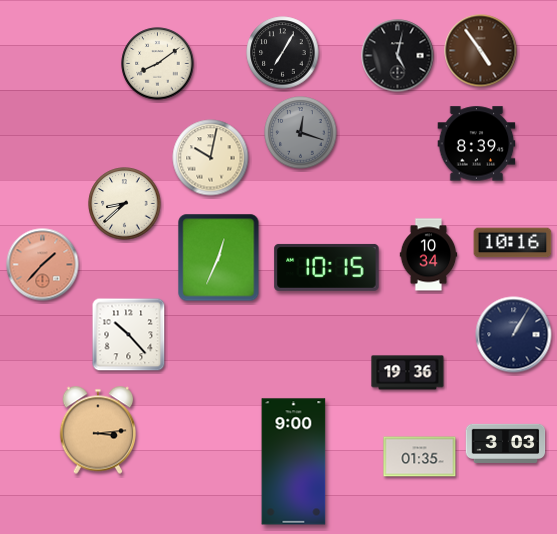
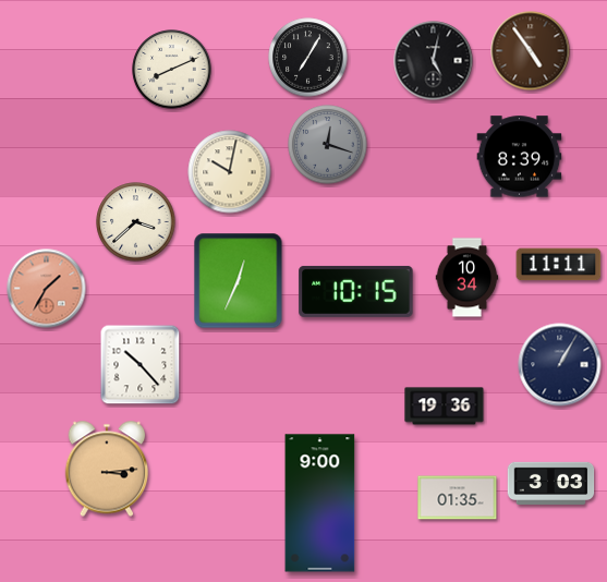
clock at (481, 51) position: (481, 51) -> (531, 51)
clock at (158, 64): 8:09 -> 8:11
clock at (125, 204): 8:38 -> 3:38
clock at (513, 243): 10:16 -> 11:11
clock at (43, 265): 1:37 -> 1:35
